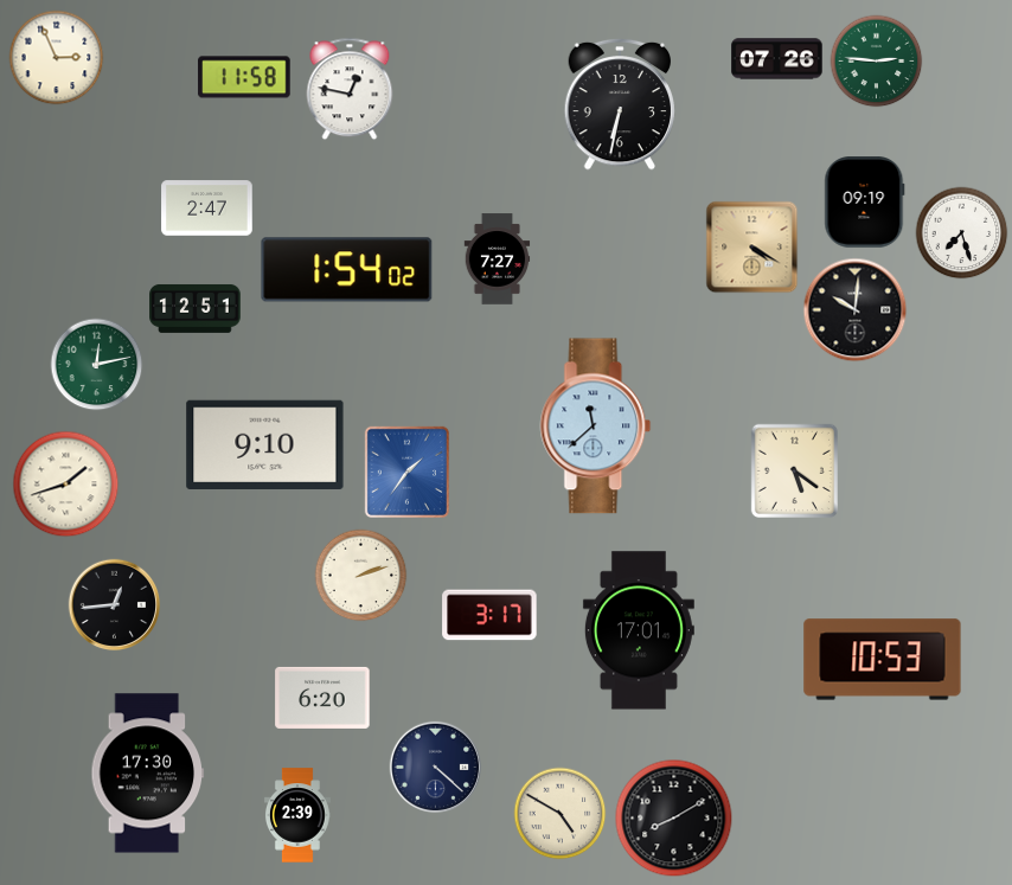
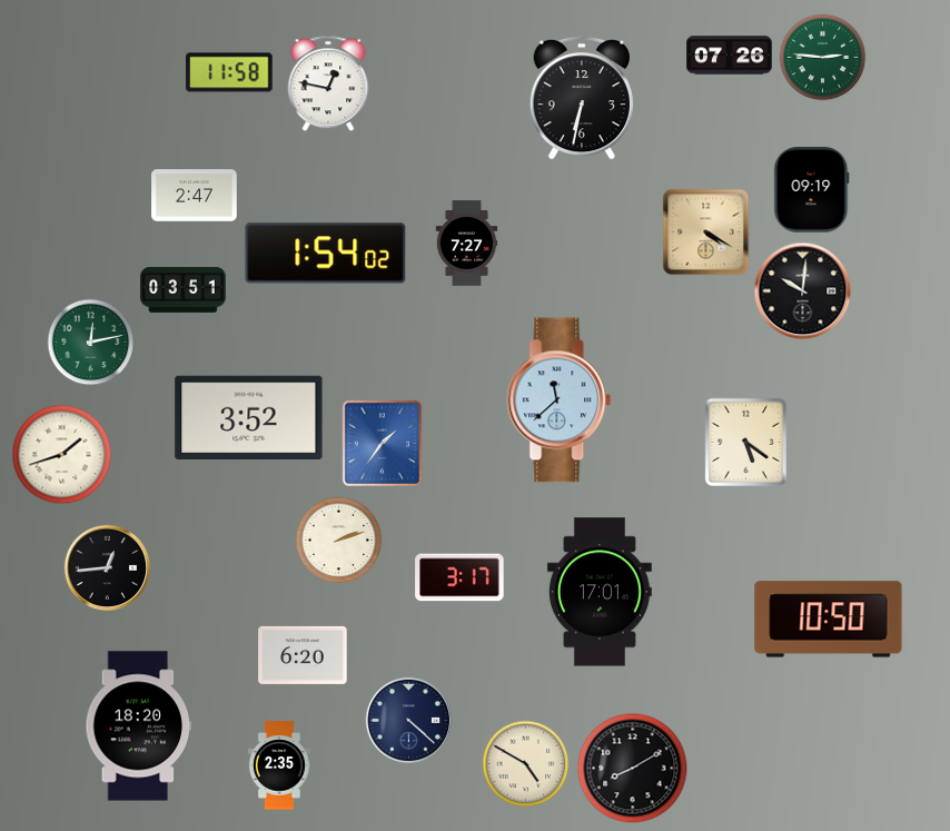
clock at (56, 57): 2:56 -> none
clock at (961, 232): 7:27 -> none
clock at (196, 308): 12:51 -> 03:51
clock at (265, 444): 9:10 -> 3:52
clock at (883, 660): 10:53 -> 10:50
clock at (148, 774): 17:30 -> 18:20
clock at (297, 815): 2:39 -> 2:35
